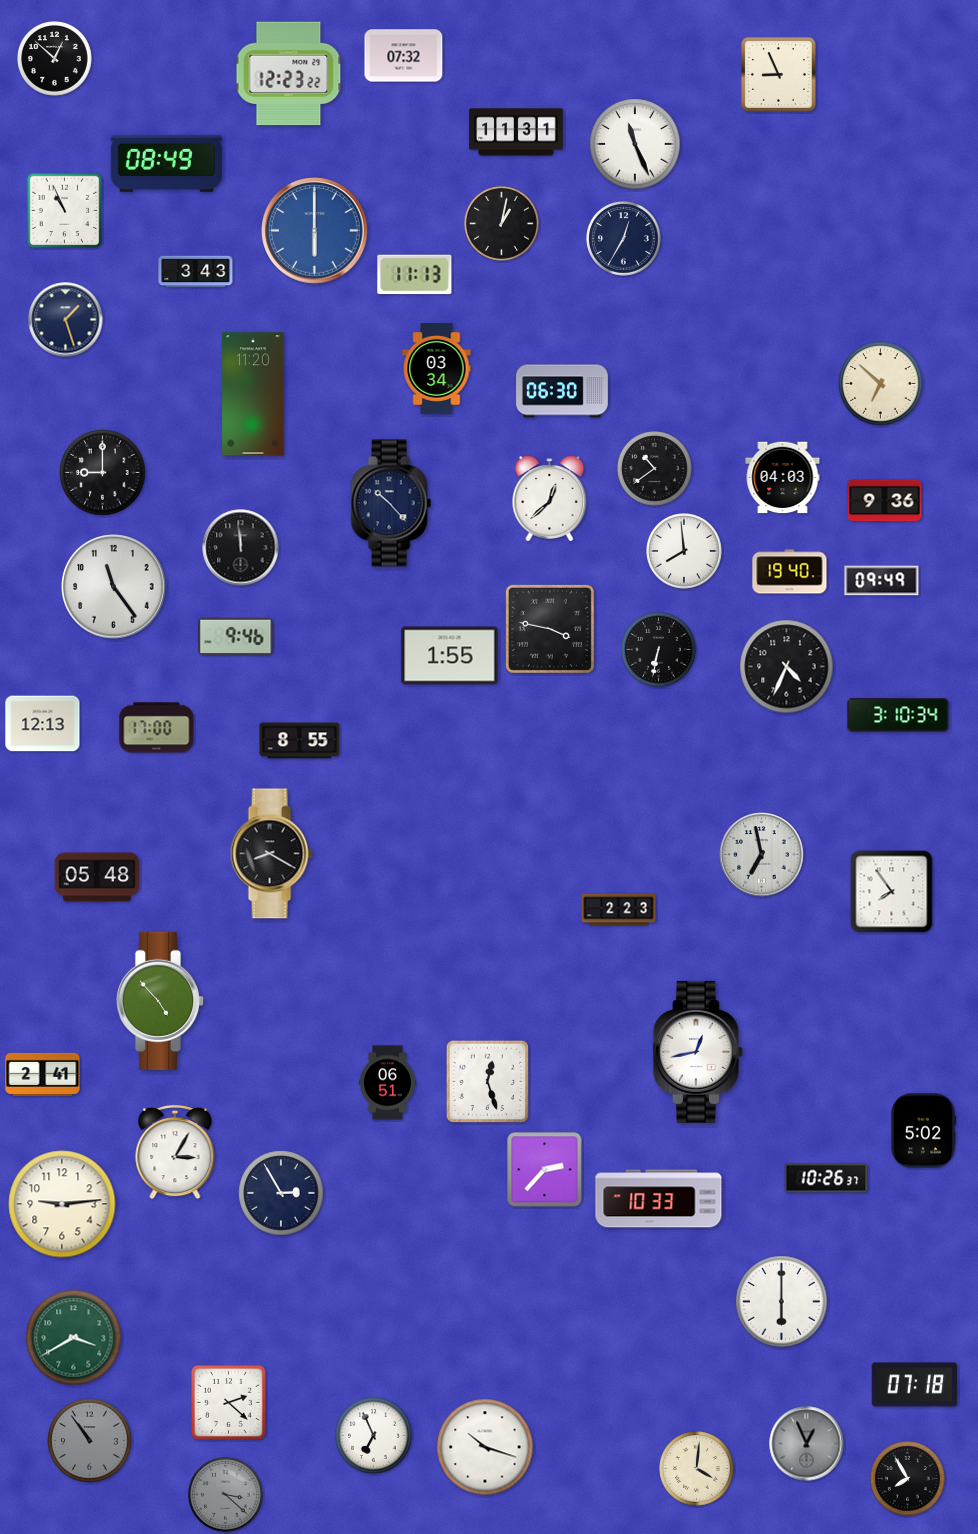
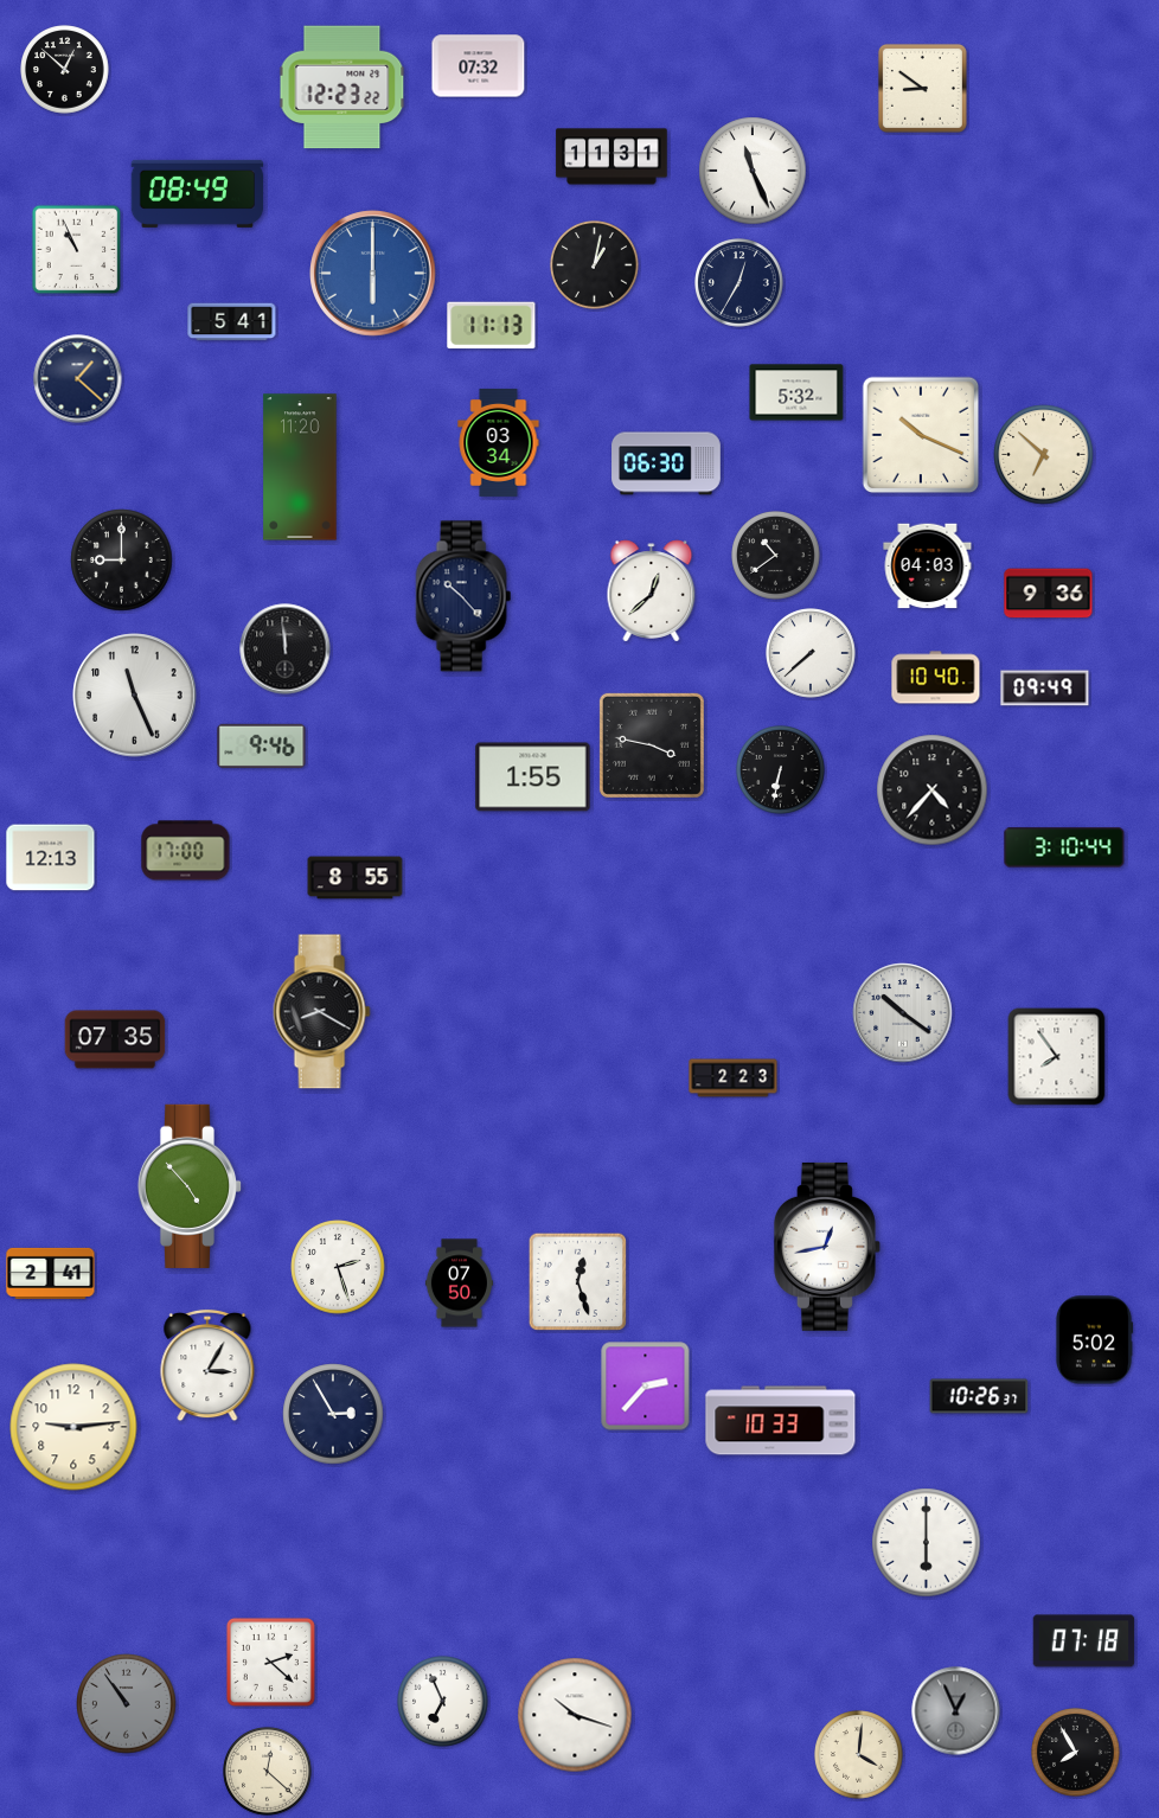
clock at (778, 74): 8:56 -> 8:51
clock at (196, 272): 3:43 -> 5:41
clock at (66, 320): 1:27 -> 1:22
clock at (796, 392): none -> 5:32
clock at (921, 435): none -> 10:19
clock at (437, 368) position: (437, 368) -> (499, 442)
clock at (684, 551): 7:59 -> 7:38
clock at (790, 572): 19:40 -> 10:40
clock at (114, 587): 11:24 -> 11:26
clock at (236, 636) position: (236, 636) -> (262, 745)
clock at (787, 667): 4:34 -> 4:37
clock at (898, 715): 3:10:34 -> 3:10:44
clock at (157, 728) position: (157, 728) -> (186, 851)
clock at (762, 855): 6:58 -> 10:21
clock at (97, 877): 05:48 -> 07:35
clock at (338, 1267): none -> 2:27
clock at (387, 1083): 06:51 -> 07:50
clock at (74, 1338): 3:40 -> none
clock at (90, 1441) position: (90, 1441) -> (127, 1704)
clock at (697, 1469) position: (697, 1469) -> (859, 1755)
clock at (226, 1495): 3:22 -> 12:22
clock at (226, 1495) dial: grey -> cream
